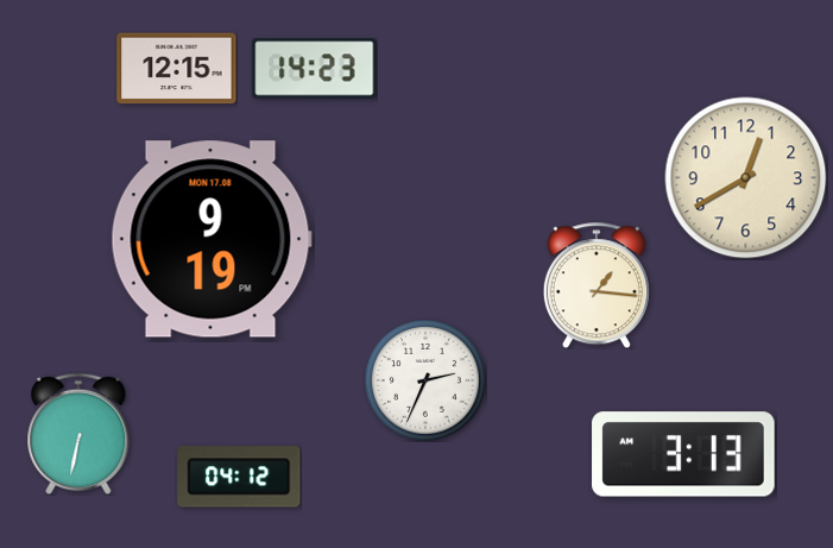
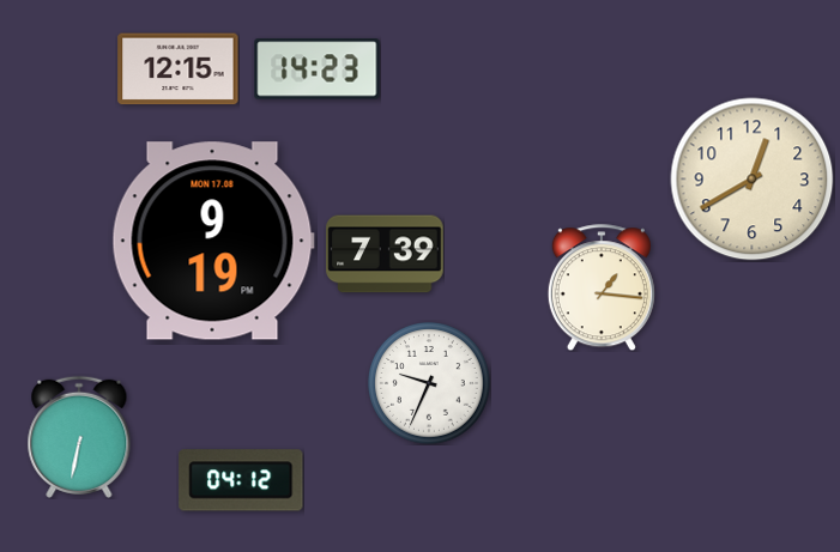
clock at (385, 254): none -> 7:39
clock at (427, 382): 2:34 -> 9:34
clock at (683, 454): 3:13 -> none
